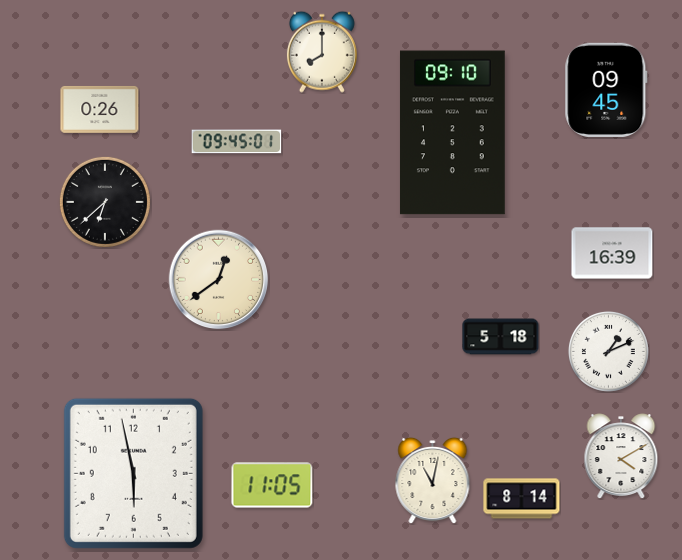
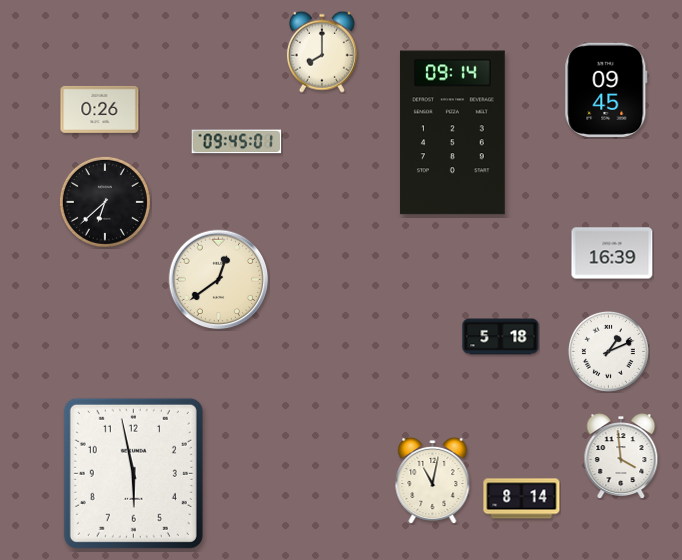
clock at (452, 133): 09:10 -> 09:14
clock at (621, 456): 4:10 -> 3:59
clock at (272, 485): 11:05 -> none
